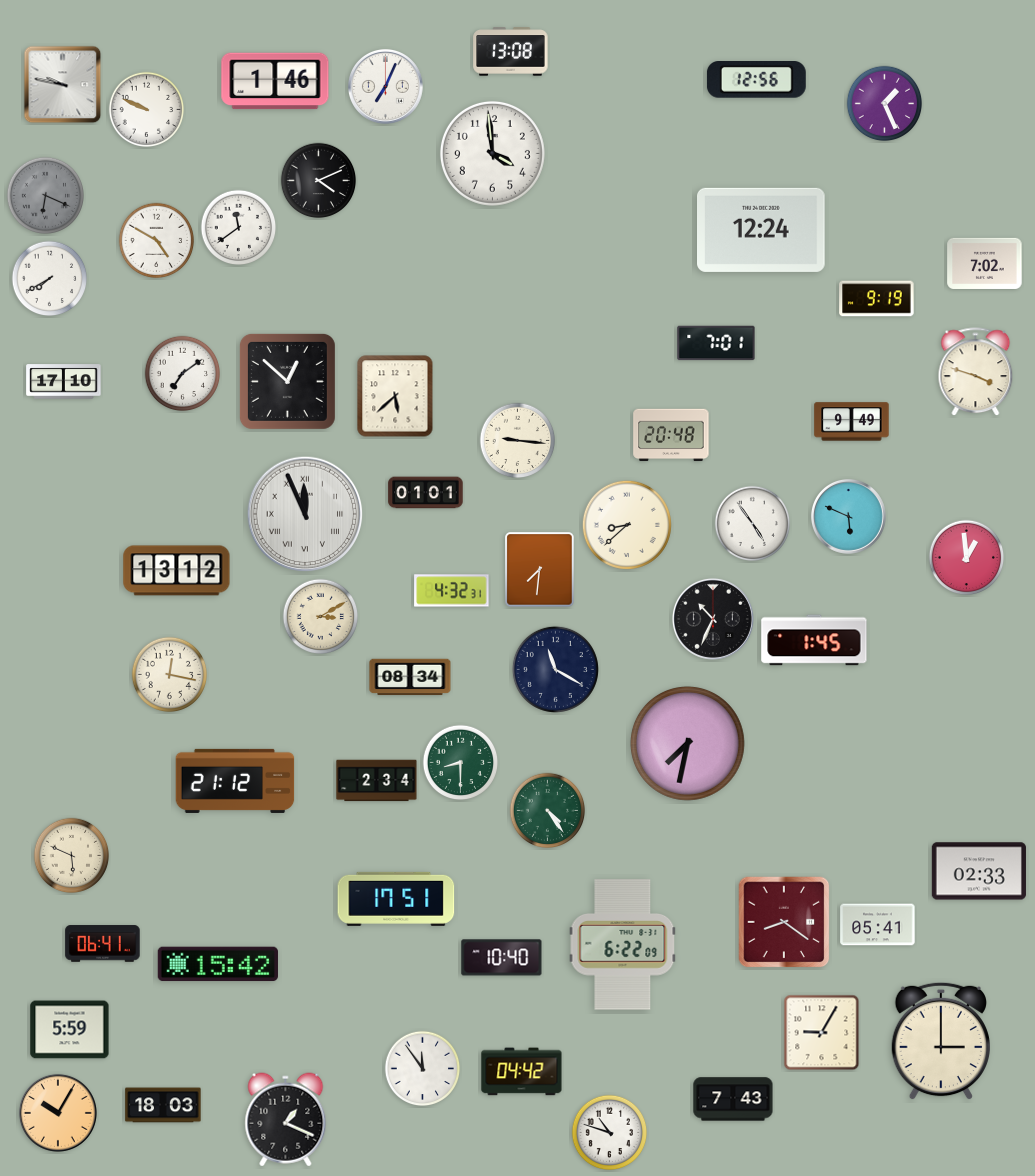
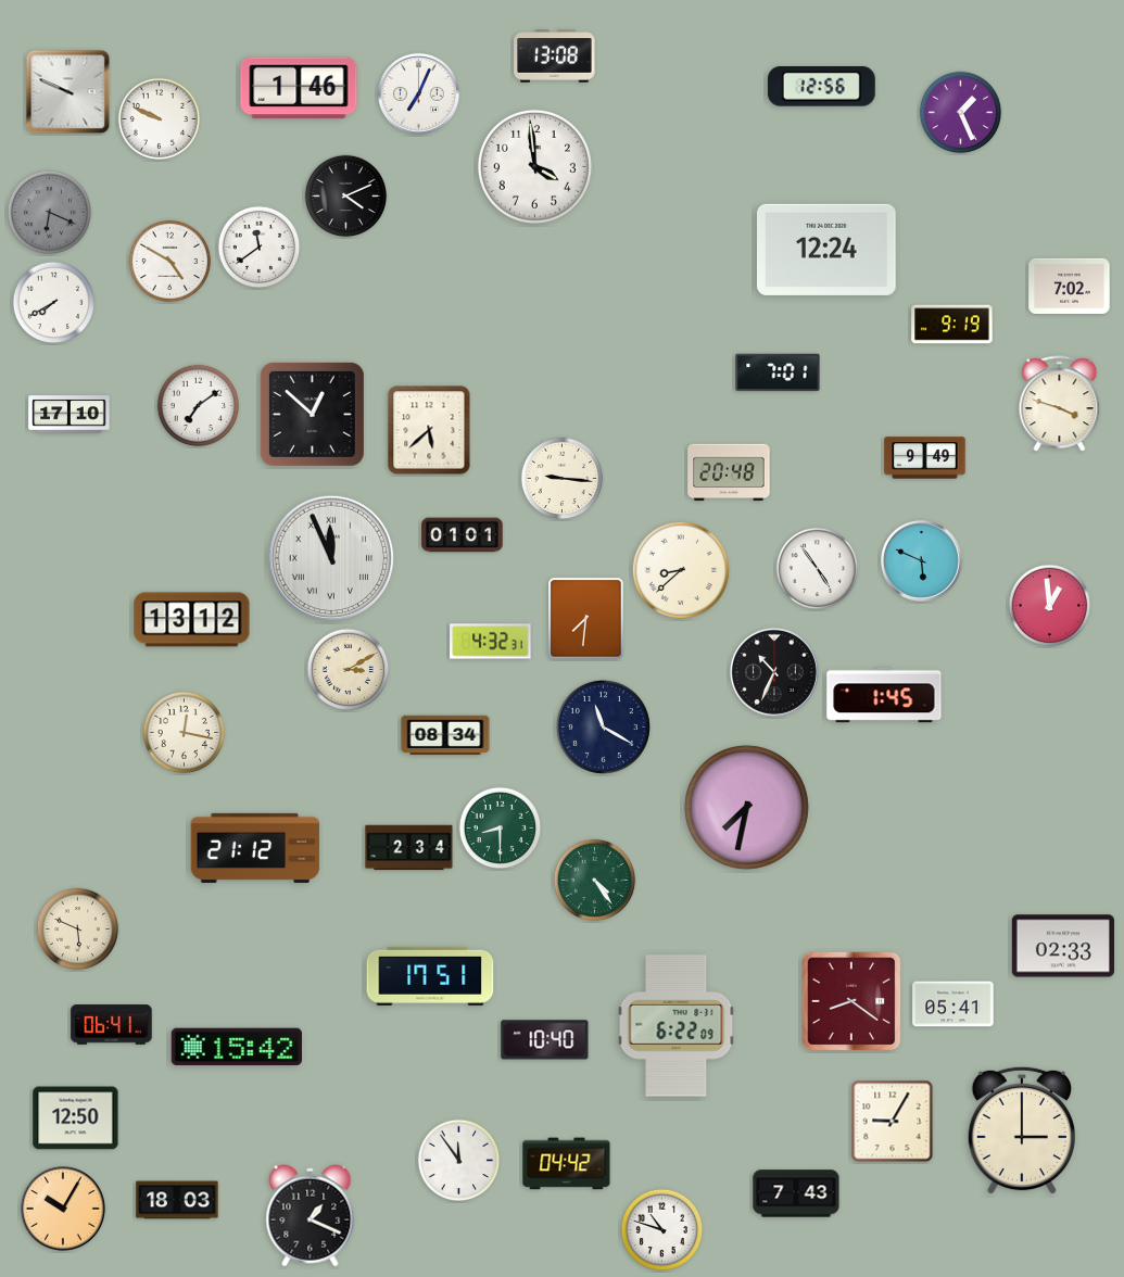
clock at (63, 85): 9:47 -> 9:49
clock at (70, 1030): 5:59 -> 12:50
